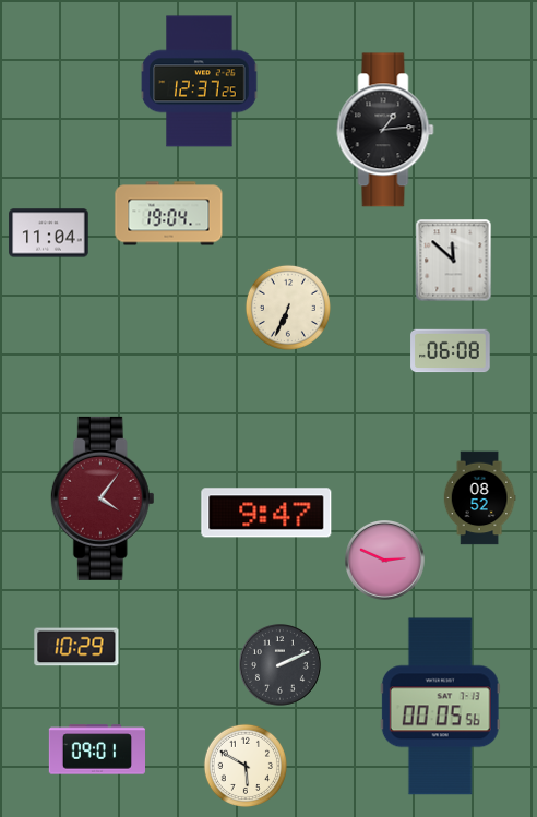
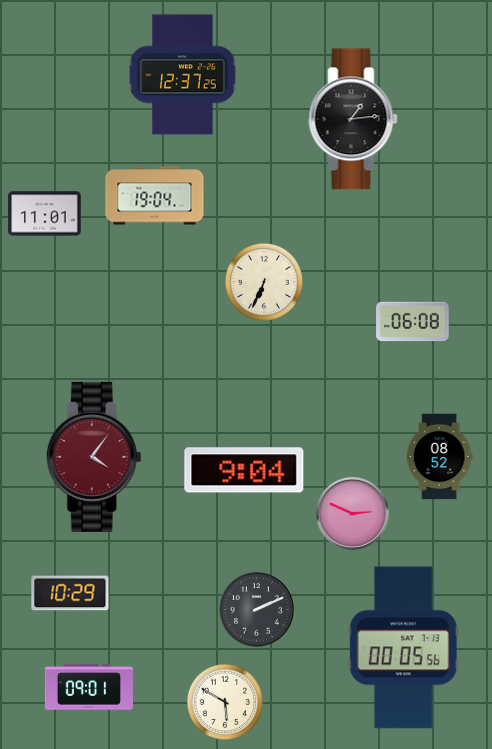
clock at (49, 233): 11:04 -> 11:01
clock at (454, 261): 11:52 -> none
clock at (266, 513): 9:47 -> 9:04
